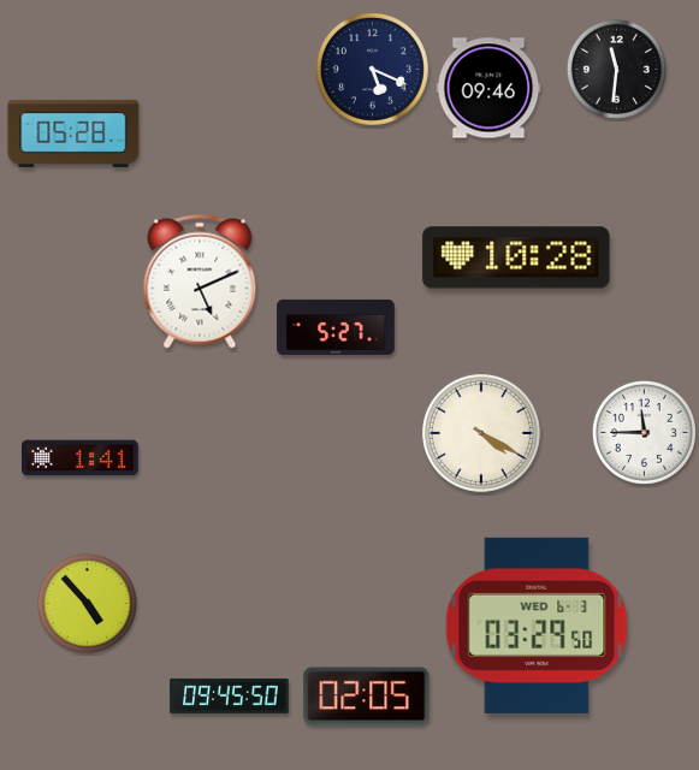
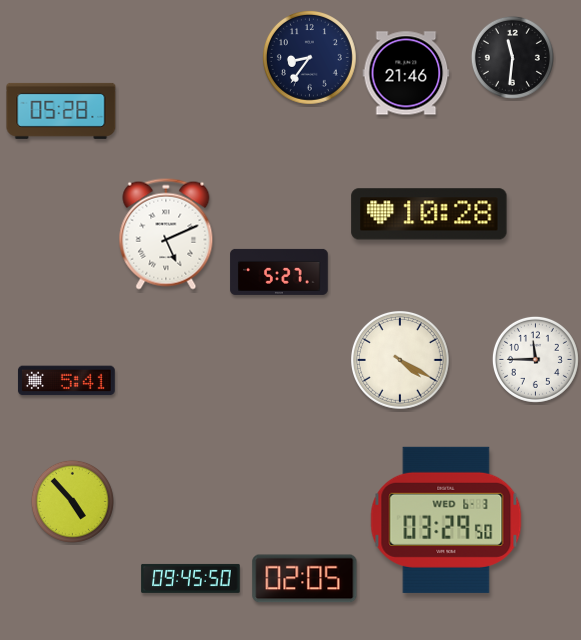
clock at (372, 69): 5:19 -> 8:36
clock at (488, 88): 09:46 -> 21:46
clock at (79, 458): 1:41 -> 5:41
